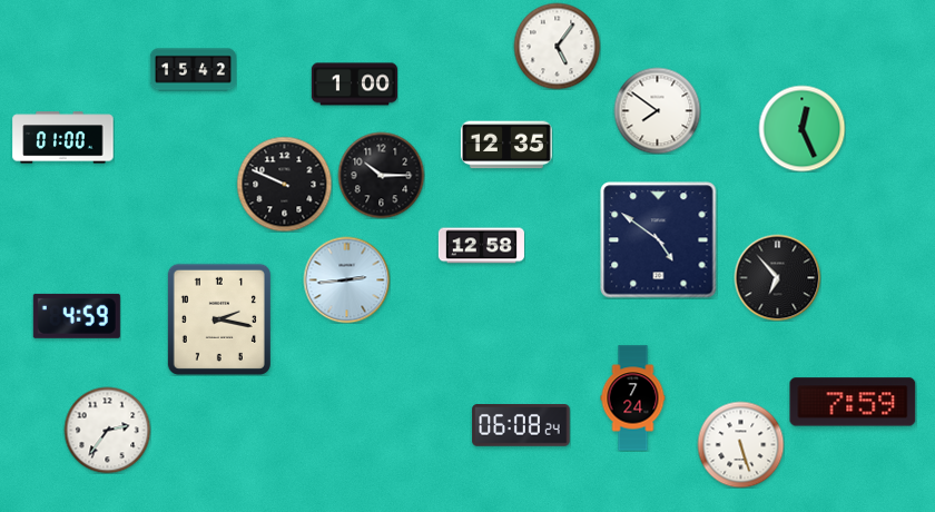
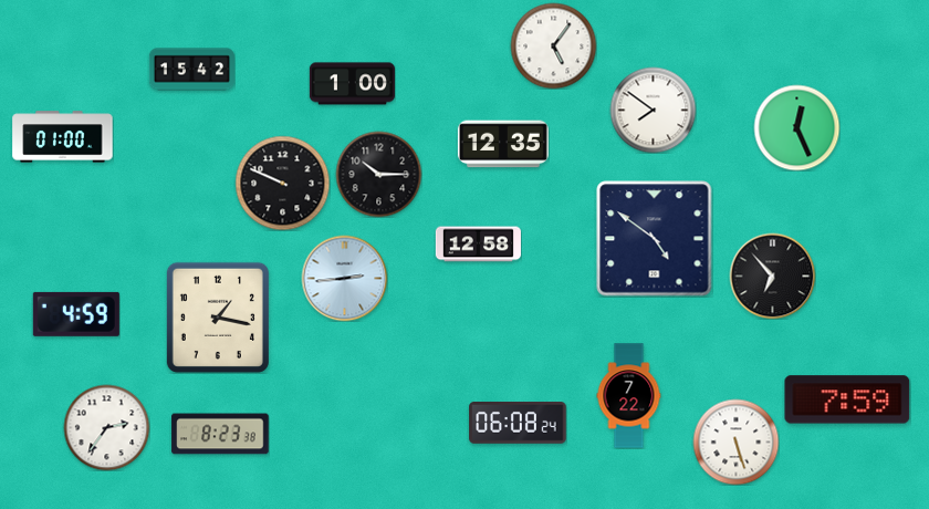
clock at (219, 319): 2:17 -> 1:17
clock at (633, 398): 7:24 -> 7:22
clock at (220, 434): none -> 8:23
